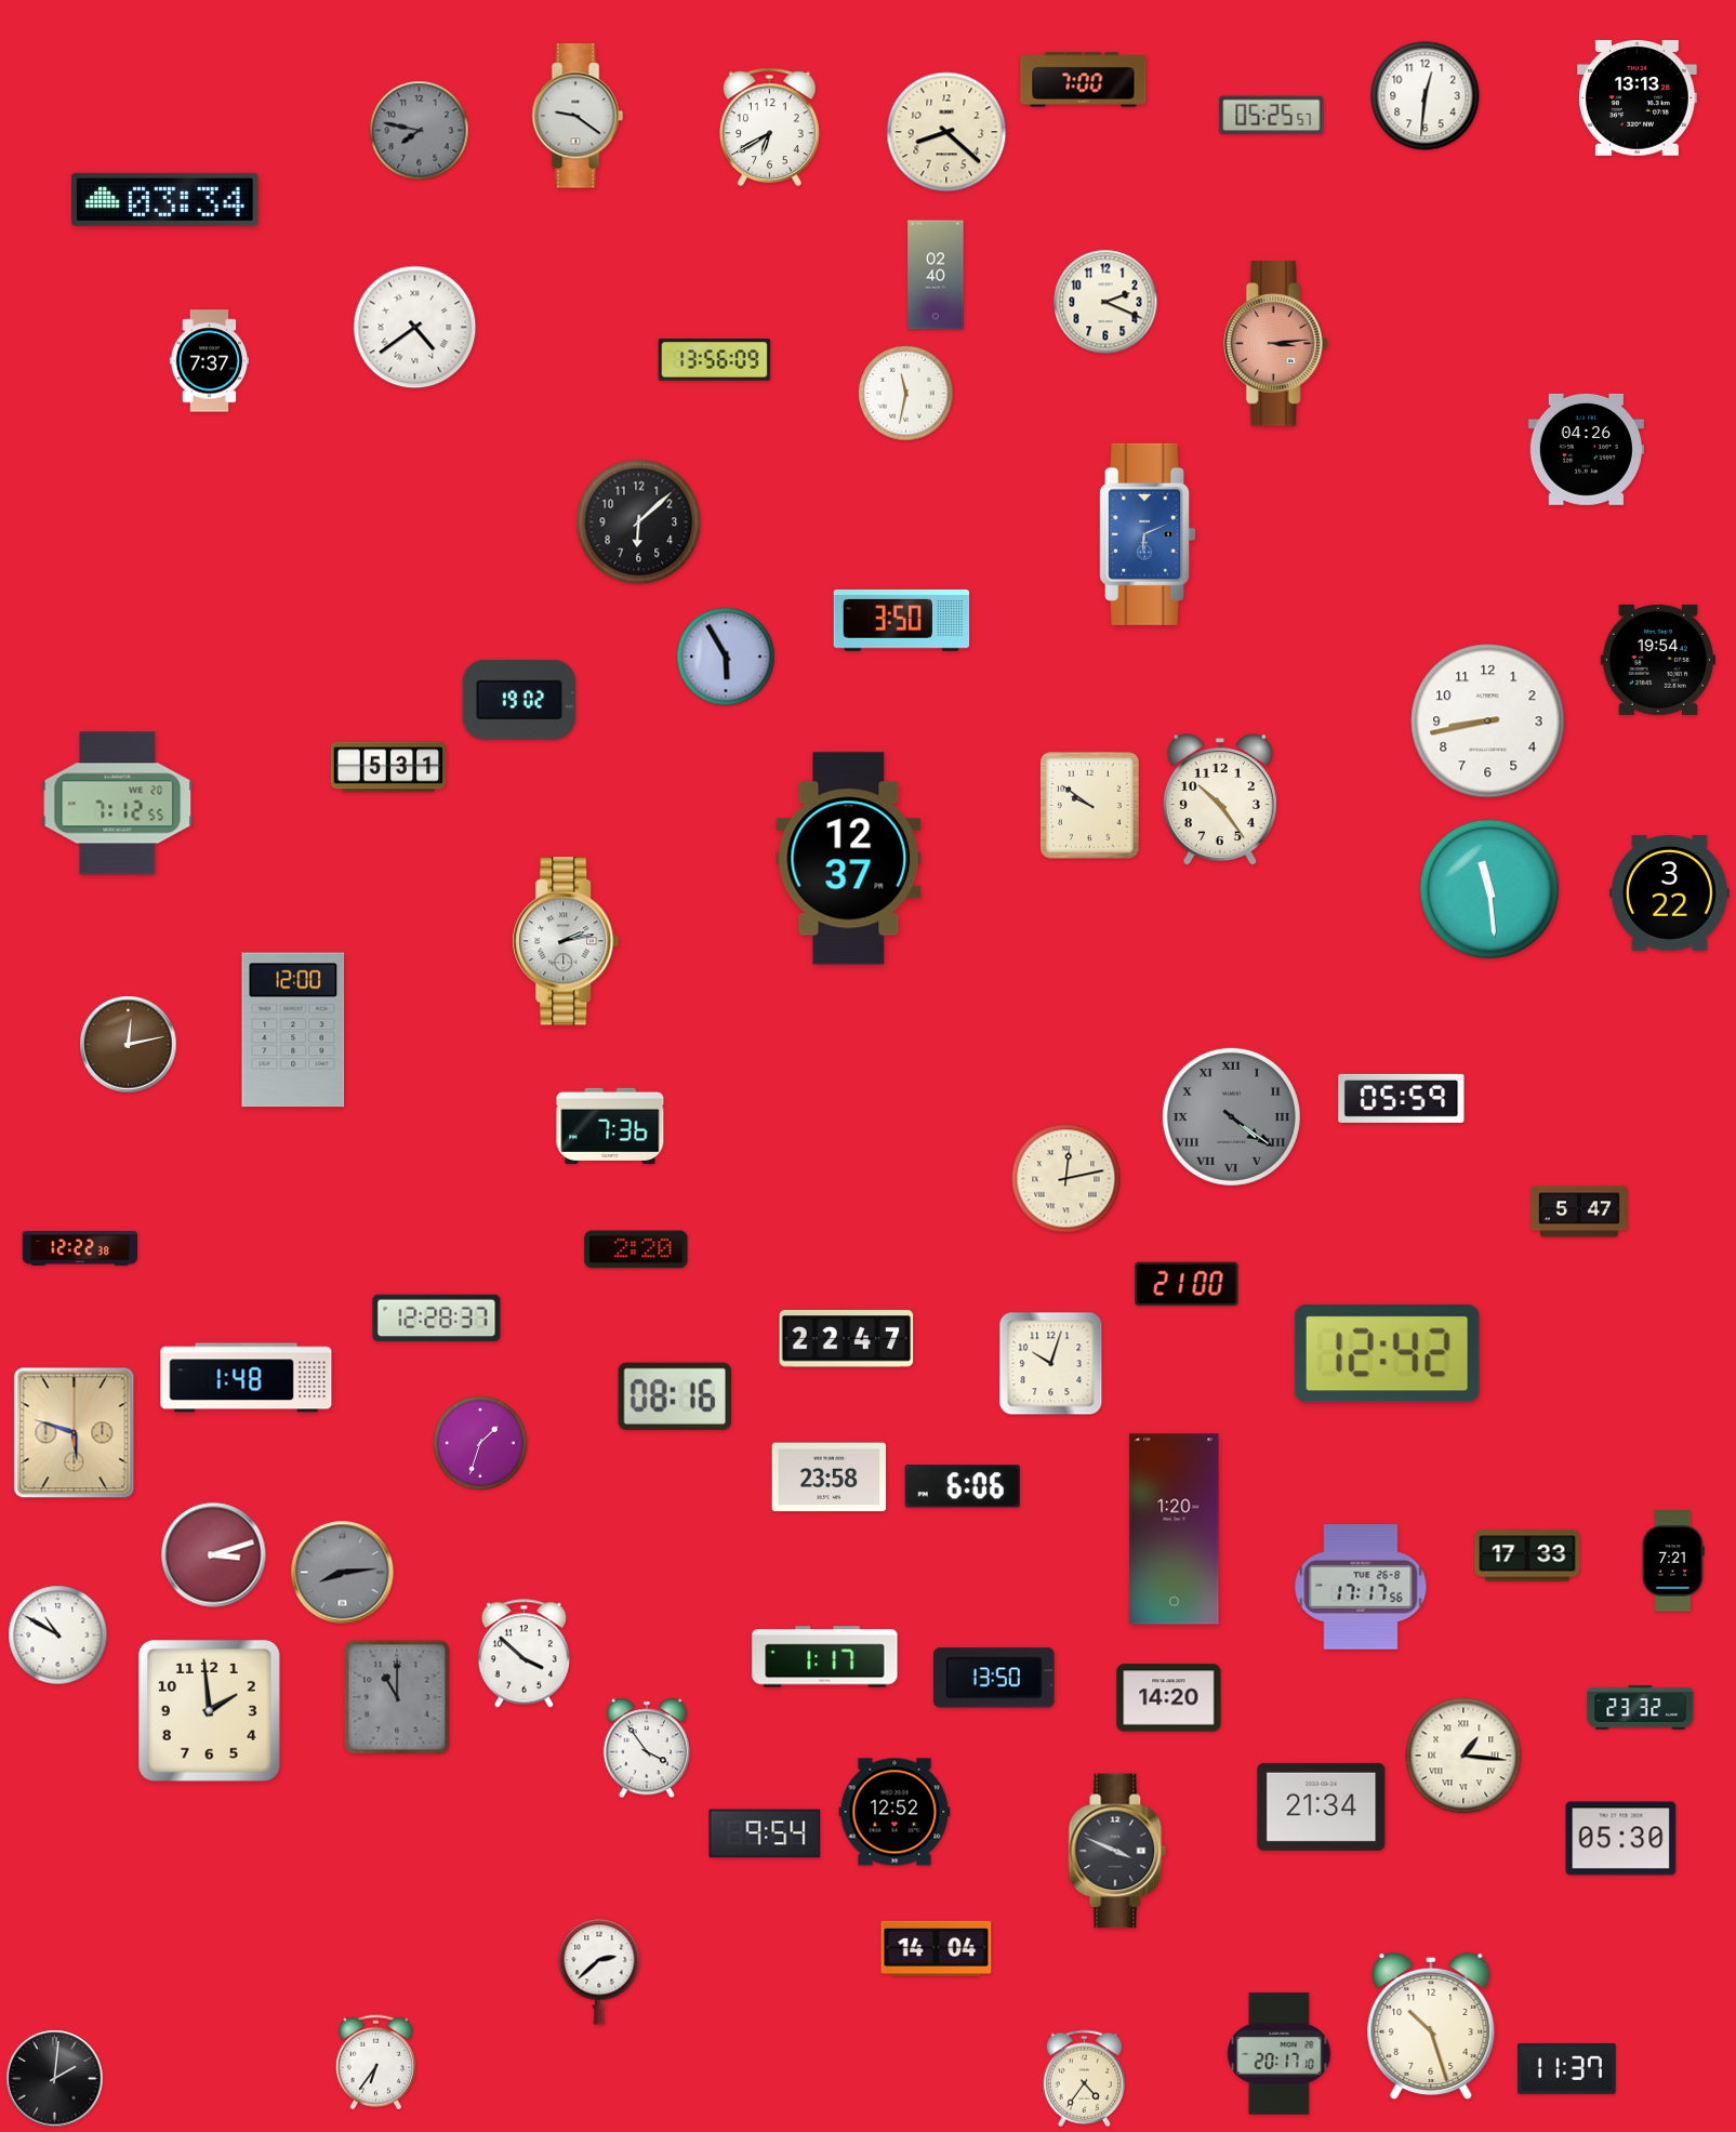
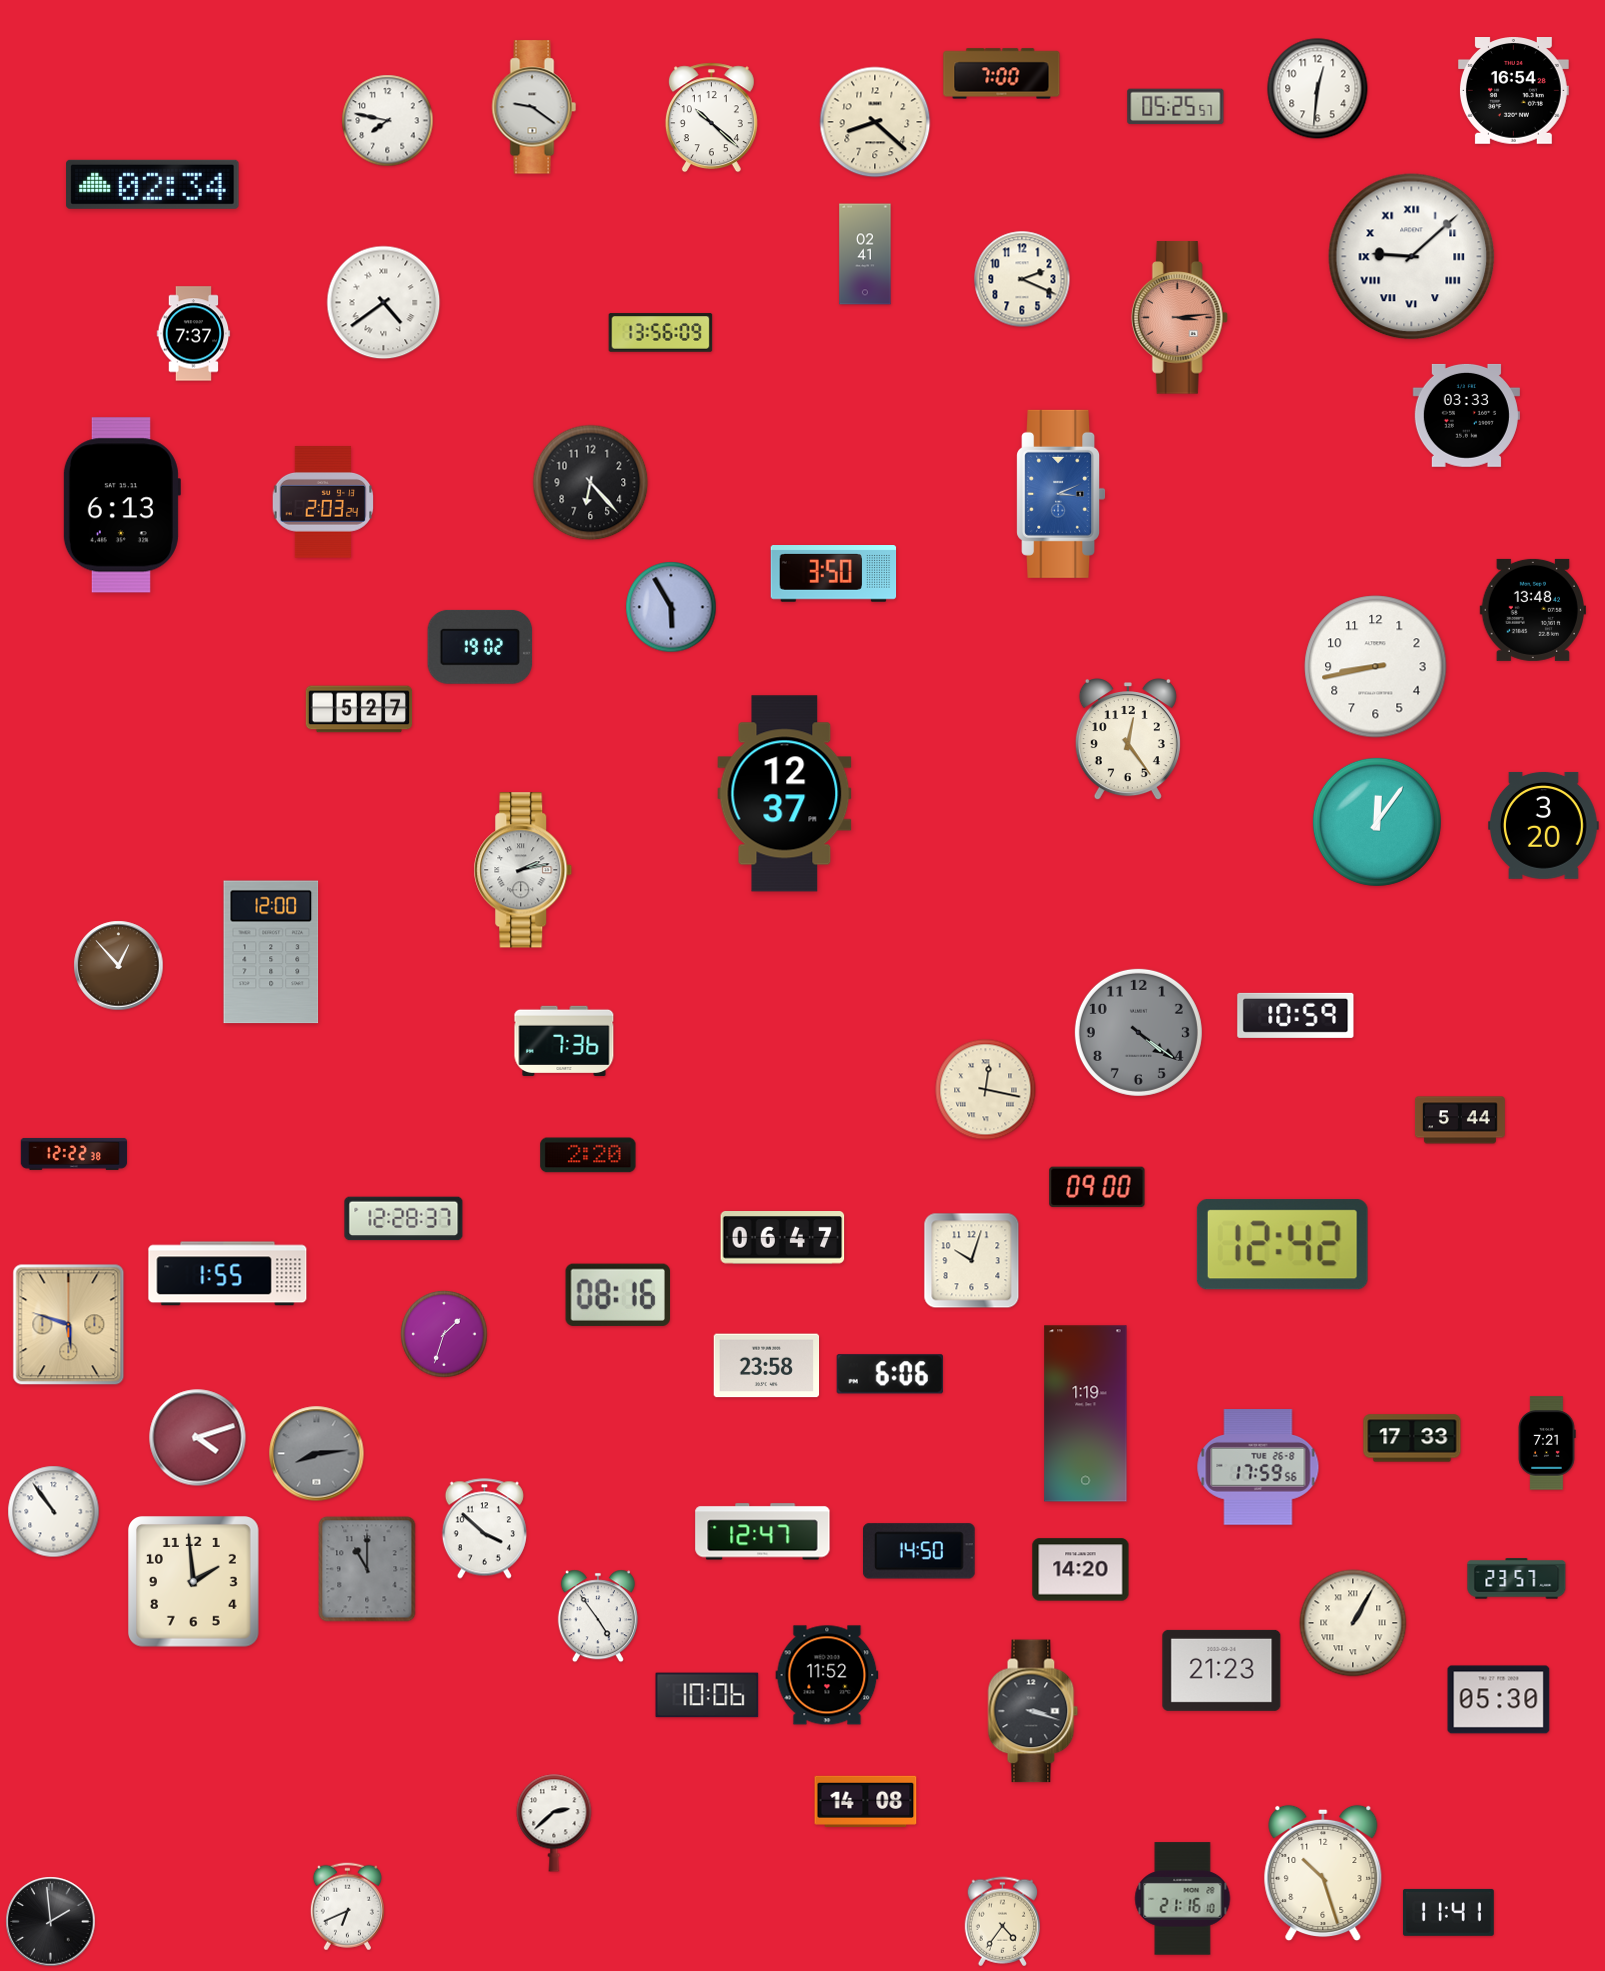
clock at (1638, 98): 13:13 -> 16:54
clock at (769, 128): 6:40 -> 10:22
clock at (420, 131) dial: grey -> white
clock at (165, 199): 03:34 -> 02:34
clock at (936, 275): 02:40 -> 02:41
clock at (1412, 257): none -> 9:08
clock at (906, 394): 11:32 -> none
clock at (1586, 449): 04:26 -> 03:33
clock at (639, 522): 6:08 -> 6:23
clock at (1148, 534): 6:11 -> 3:11
clock at (323, 502): none -> 2:03
clock at (121, 505): none -> 6:13
clock at (1657, 660): 19:54 -> 13:48
clock at (388, 767): 5:31 -> 5:27
clock at (1220, 800): 10:24 -> 12:24
clock at (118, 804): 7:12 -> none
clock at (1090, 806): 9:51 -> none
clock at (1489, 889): 11:29 -> 12:06
clock at (1670, 893): 3:22 -> 3:20
clock at (129, 1045): 12:13 -> 12:53
clock at (1402, 1098): 05:59 -> 10:59
clock at (1231, 1116) numerals: Roman -> Arabic
clock at (1066, 1179): 12:13 -> 12:17
clock at (1579, 1211): 5:47 -> 5:44
clock at (1187, 1284): 21:00 -> 09:00
clock at (847, 1339): 22:47 -> 06:47
clock at (1387, 1354) position: (1387, 1354) -> (1282, 1245)
clock at (247, 1378): 1:48 -> 1:55
clock at (674, 1396) position: (674, 1396) -> (617, 1295)
clock at (1175, 1530): 1:20 -> 1:19
clock at (214, 1555): 3:12 -> 4:12
clock at (1361, 1587): 17:17 -> 17:59
clock at (58, 1636): 10:50 -> 10:54
clock at (825, 1657): 1:17 -> 12:47
clock at (995, 1678): 13:50 -> 14:50
clock at (1641, 1708): 23:32 -> 23:57
clock at (647, 1748): 3:54 -> 4:54
clock at (1463, 1756): 1:16 -> 1:05
clock at (1322, 1806): 21:34 -> 21:23
clock at (894, 1812): 12:52 -> 11:52
clock at (765, 1833): 9:54 -> 10:06
clock at (1117, 1851): 3:49 -> 3:18
clock at (937, 1948): 14:04 -> 14:08
clock at (1280, 2054): 20:17 -> 21:16
clock at (375, 2063): 6:36 -> 6:41
clock at (1566, 2068): 11:37 -> 11:41
clock at (55, 2079): 2:01 -> 1:59
